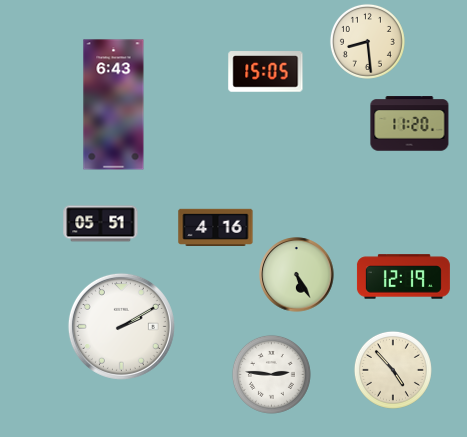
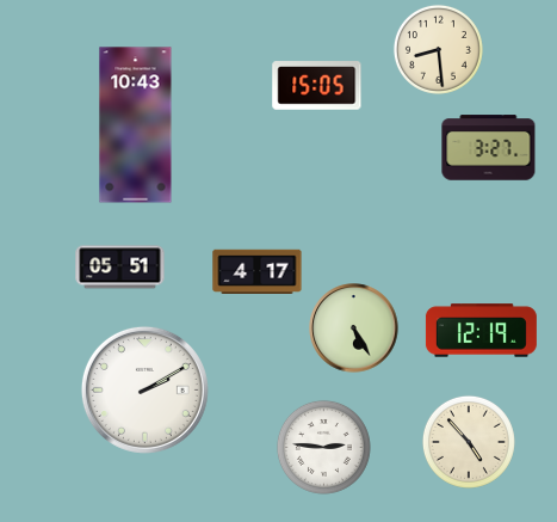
clock at (114, 105): 6:43 -> 10:43
clock at (410, 124): 11:20 -> 3:27
clock at (216, 227): 4:16 -> 4:17
